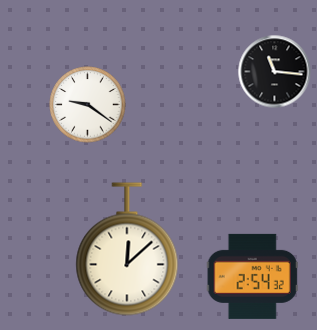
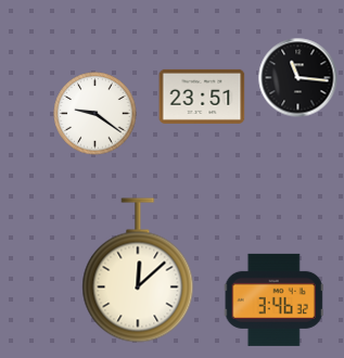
clock at (202, 97): none -> 23:51
clock at (252, 276): 2:54 -> 3:46
